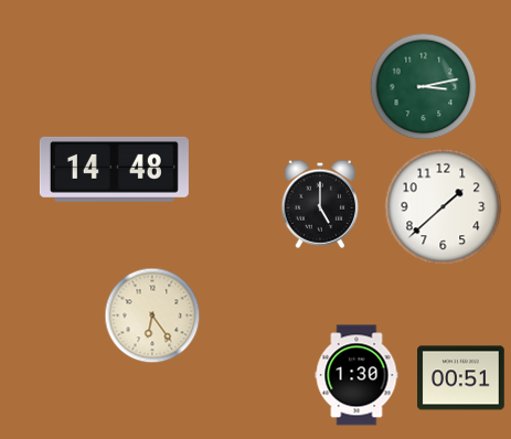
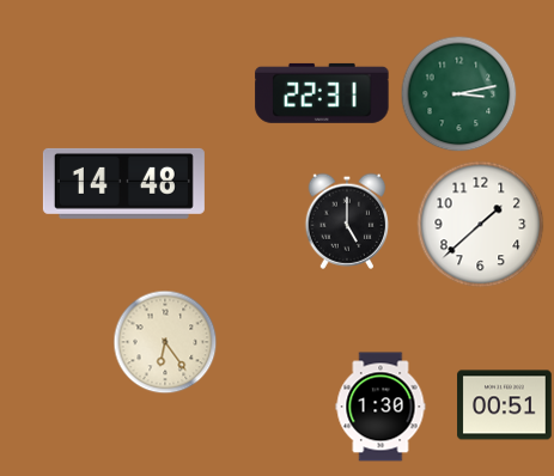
clock at (322, 93): none -> 22:31
clock at (356, 375) position: (356, 375) -> (381, 407)
clock at (461, 378) position: (461, 378) -> (505, 405)
